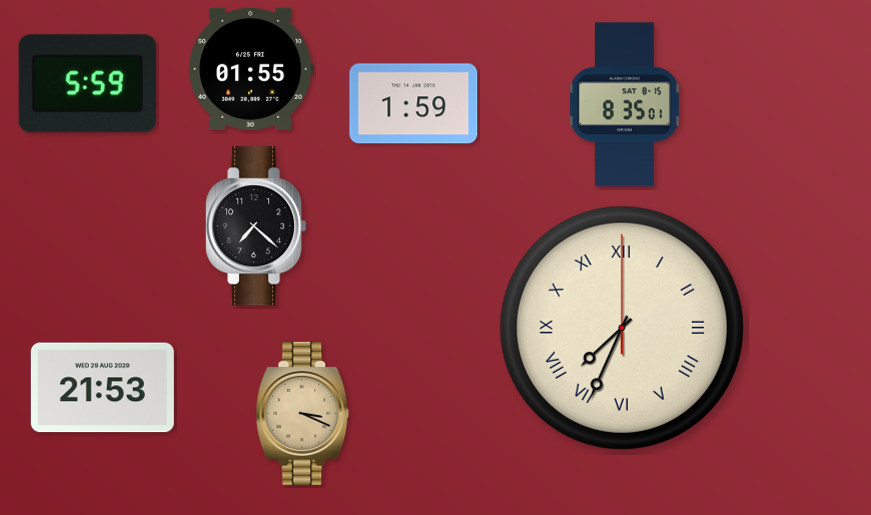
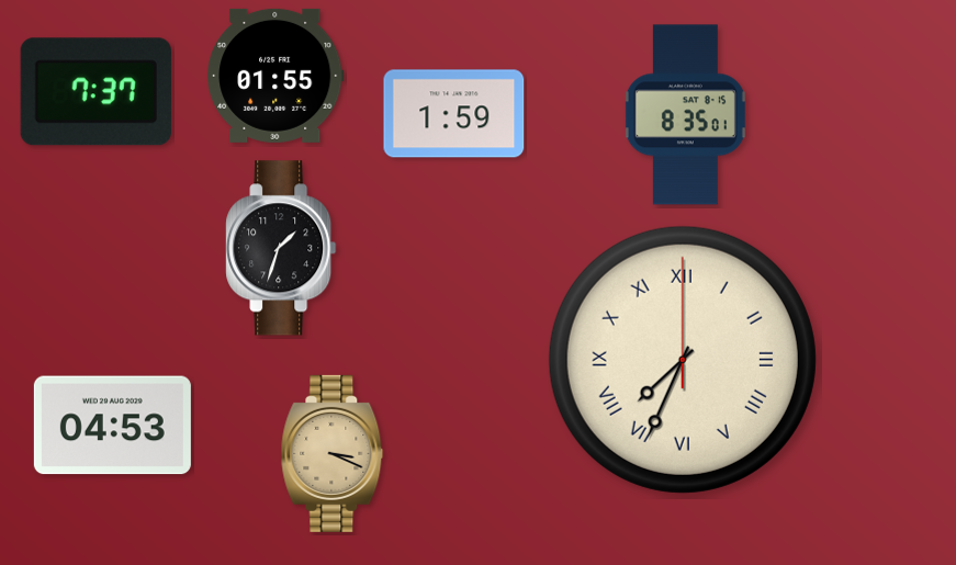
clock at (87, 84): 5:59 -> 7:37
clock at (256, 226): 7:22 -> 1:33
clock at (102, 388): 21:53 -> 04:53
